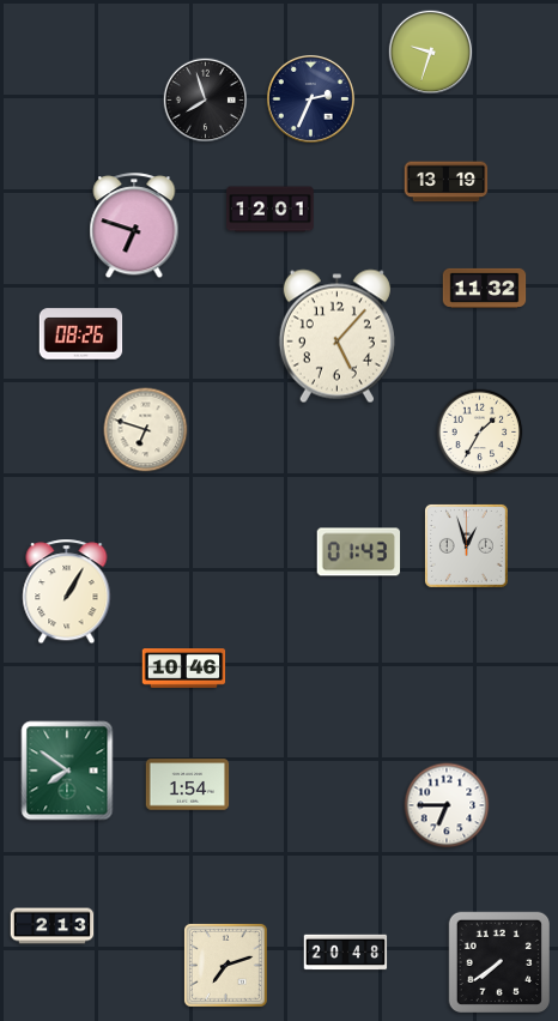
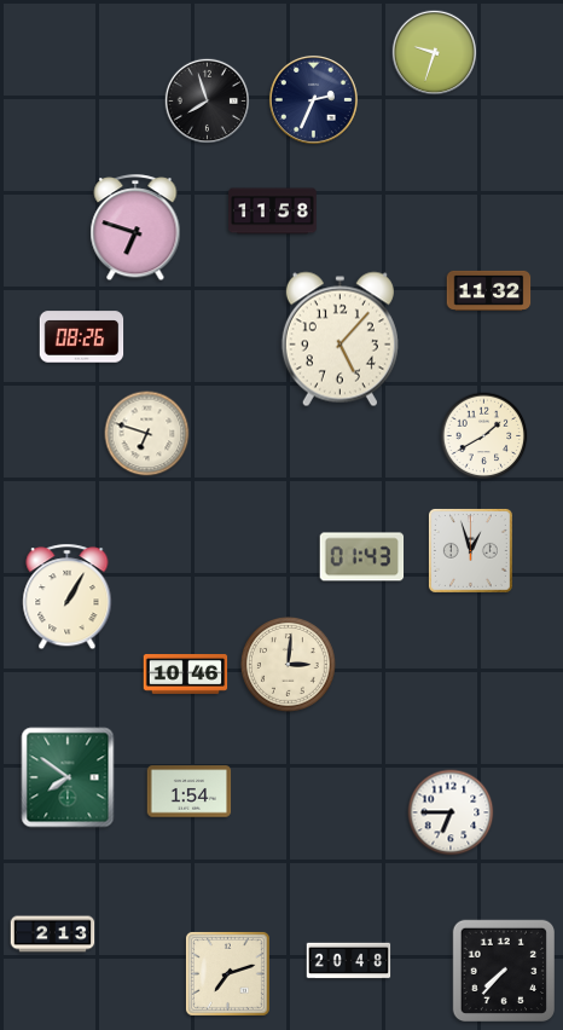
clock at (447, 182): 13:19 -> none
clock at (271, 210): 12:01 -> 11:58
clock at (480, 433): 1:35 -> 1:40
clock at (289, 665): none -> 3:01
clock at (498, 961): 7:39 -> 7:37
